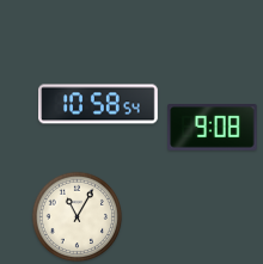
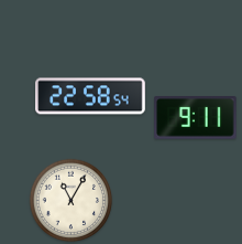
clock at (99, 104): 10:58 -> 22:58
clock at (213, 128): 9:08 -> 9:11
